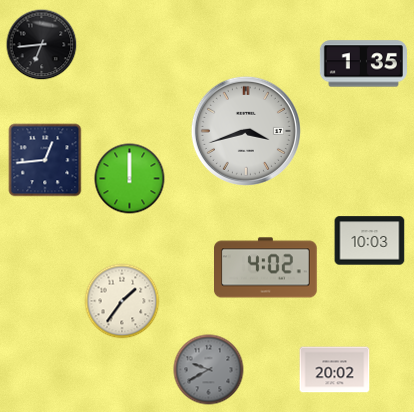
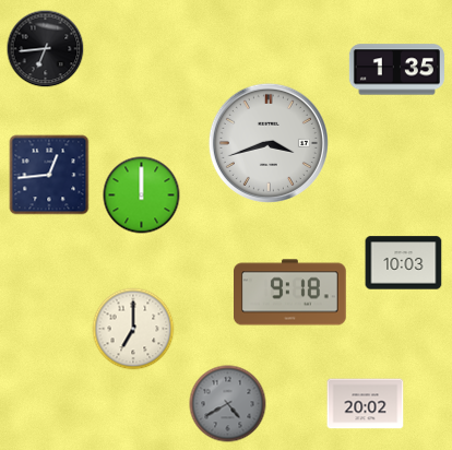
clock at (266, 268): 4:02 -> 9:18
clock at (122, 301): 1:36 -> 7:00
clock at (209, 370): 9:40 -> 4:40
